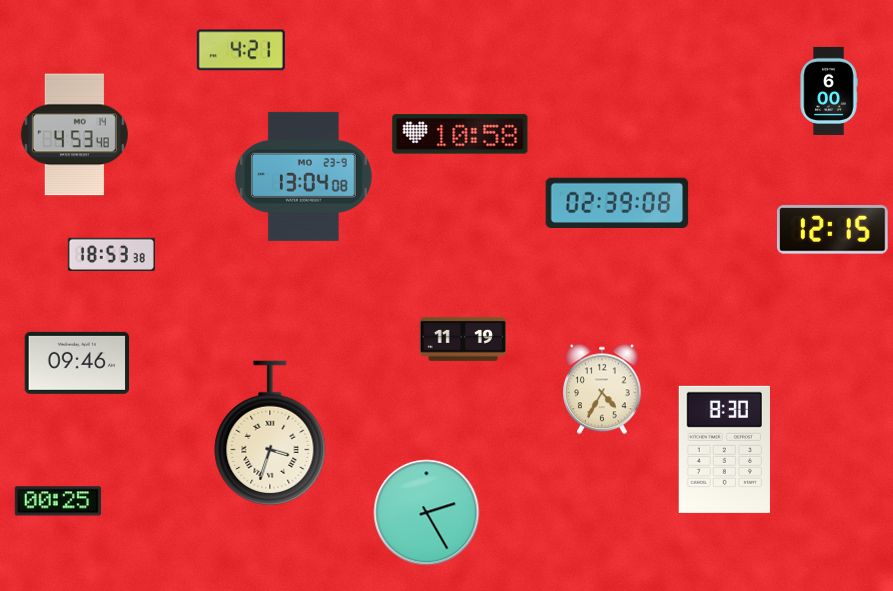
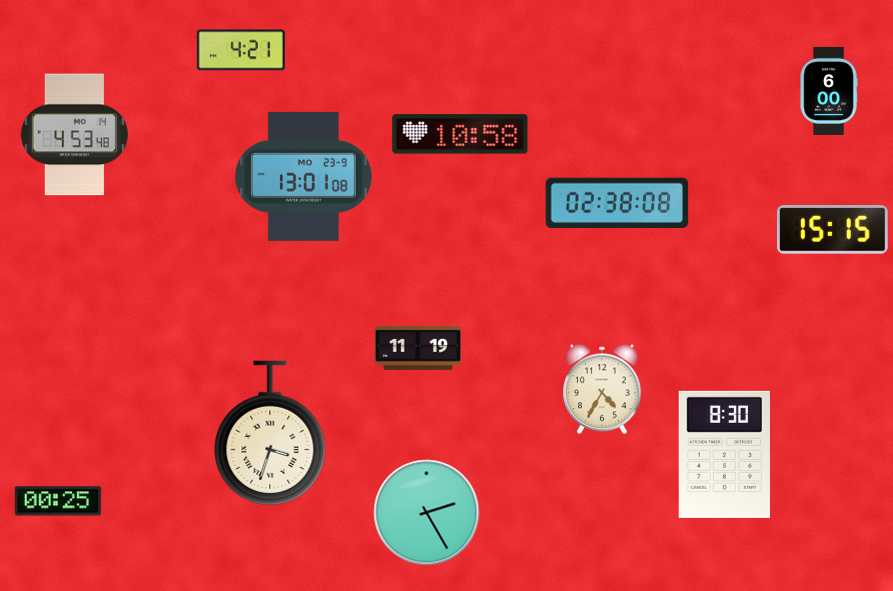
clock at (304, 176): 13:04 -> 13:01
clock at (617, 203): 02:39 -> 02:38
clock at (833, 230): 12:15 -> 15:15
clock at (111, 254): 18:53 -> none
clock at (462, 339) position: (462, 339) -> (417, 348)
clock at (77, 363): 09:46 -> none
clock at (724, 449) position: (724, 449) -> (724, 454)
